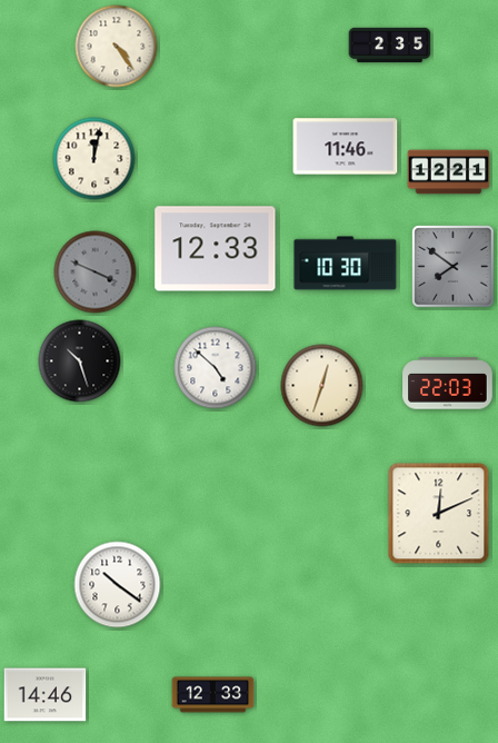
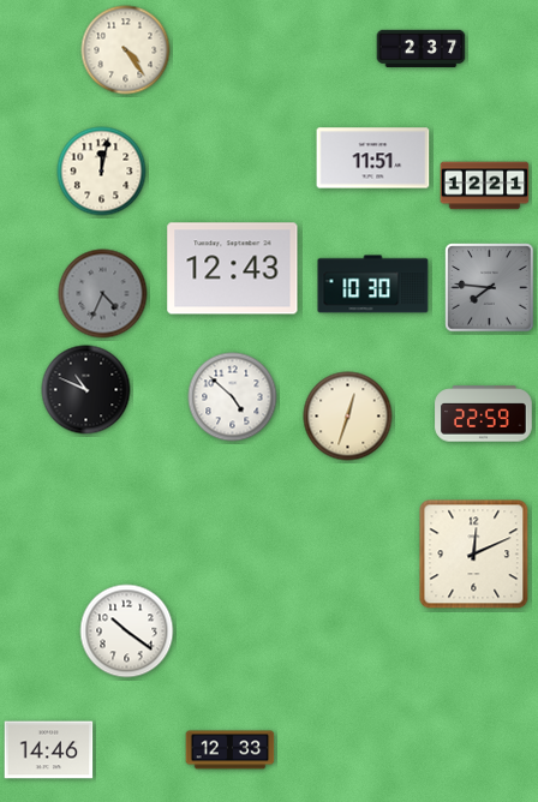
clock at (390, 46): 2:35 -> 2:37
clock at (346, 147): 11:46 -> 11:51
clock at (216, 249): 12:33 -> 12:43
clock at (454, 267): 7:51 -> 7:46
clock at (96, 273): 3:49 -> 4:34
clock at (80, 361): 10:27 -> 10:49
clock at (448, 384): 22:03 -> 22:59
